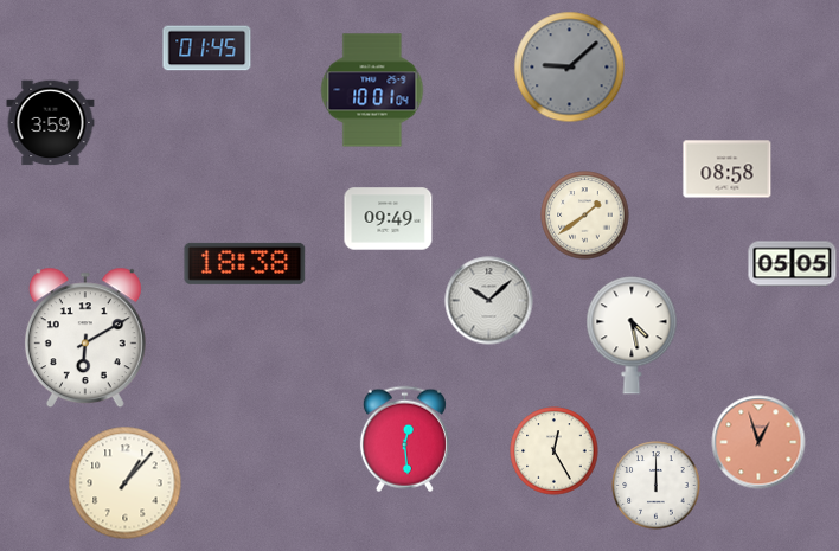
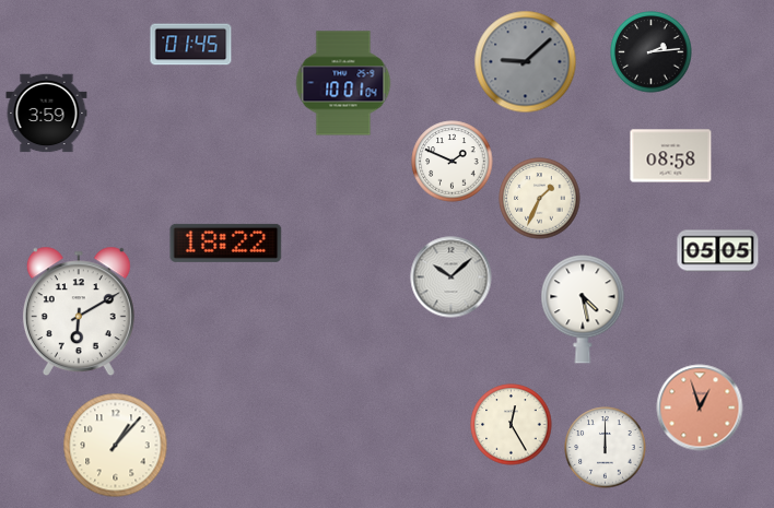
clock at (652, 52): none -> 2:14
clock at (453, 162): none -> 1:49
clock at (585, 216): 1:39 -> 1:34
clock at (389, 219): 09:49 -> none
clock at (245, 263): 18:38 -> 18:22
clock at (793, 264) position: (793, 264) -> (718, 251)
clock at (404, 440): 12:29 -> none
clock at (555, 451) position: (555, 451) -> (512, 425)
